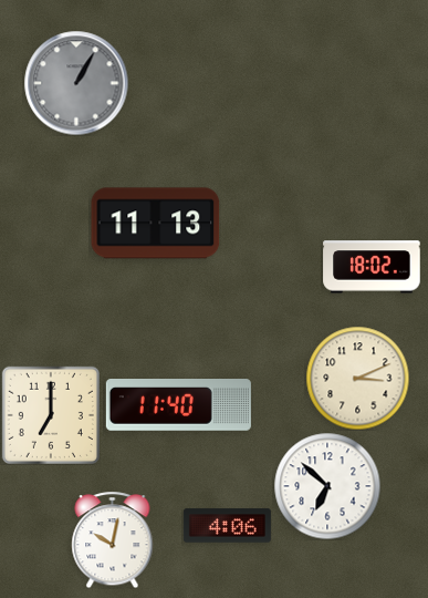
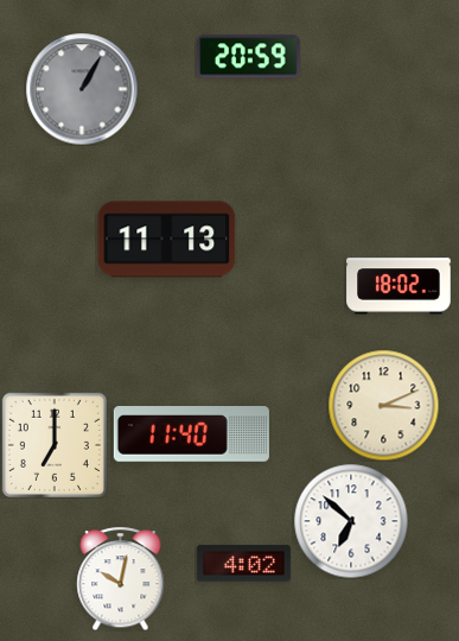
clock at (249, 57): none -> 20:59
clock at (227, 526): 4:06 -> 4:02
